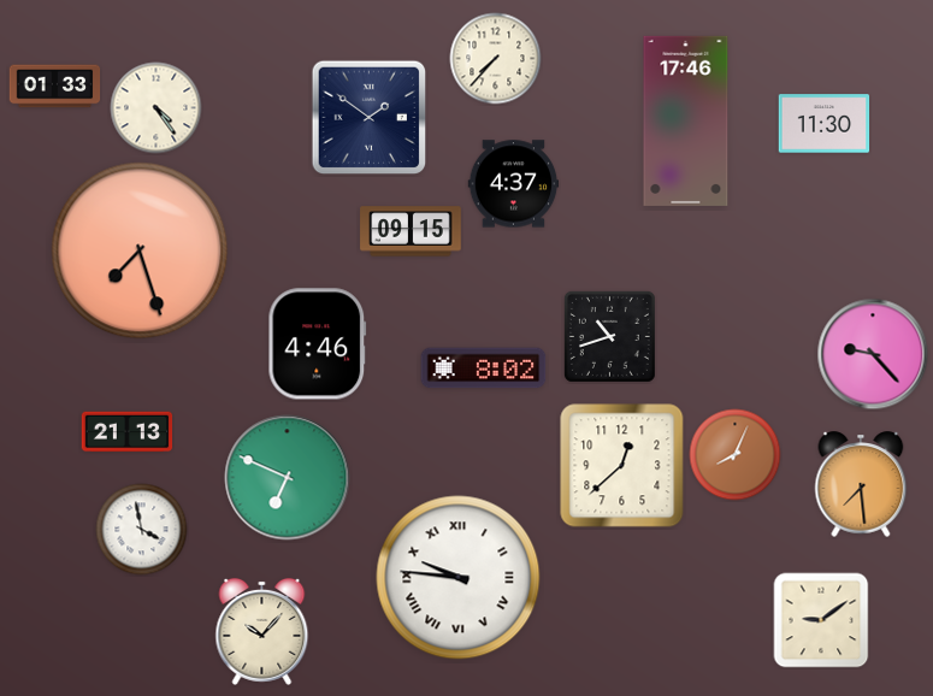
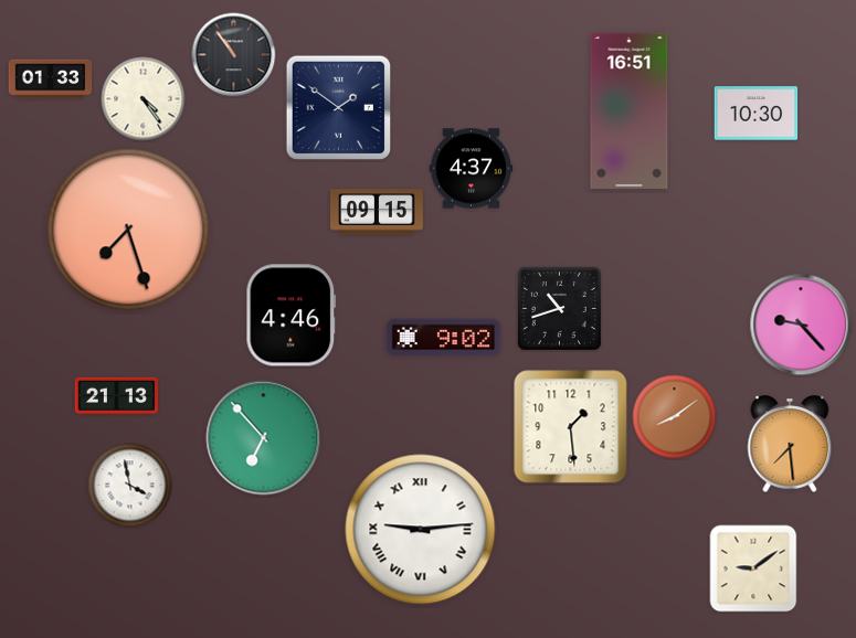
clock at (496, 59): 7:37 -> none
clock at (234, 55): none -> 10:54
clock at (686, 120): 17:46 -> 16:51
clock at (825, 124): 11:30 -> 10:30
clock at (484, 368): 8:02 -> 9:02
clock at (736, 455): 8:04 -> 8:09
clock at (622, 466): 12:38 -> 1:29
clock at (288, 478): 6:49 -> 6:53
clock at (459, 578): 9:46 -> 9:14
clock at (262, 631): 10:07 -> none
